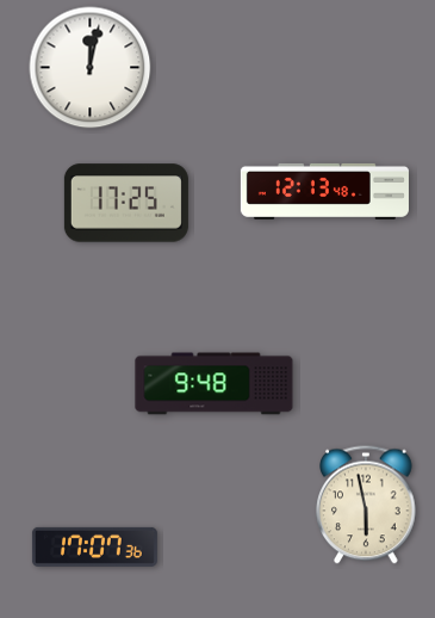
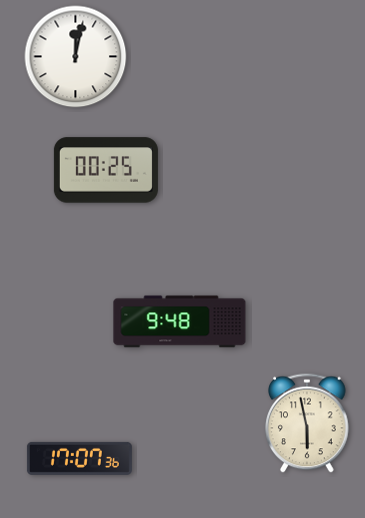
clock at (324, 191): 12:13 -> none
clock at (126, 203): 17:25 -> 00:25
